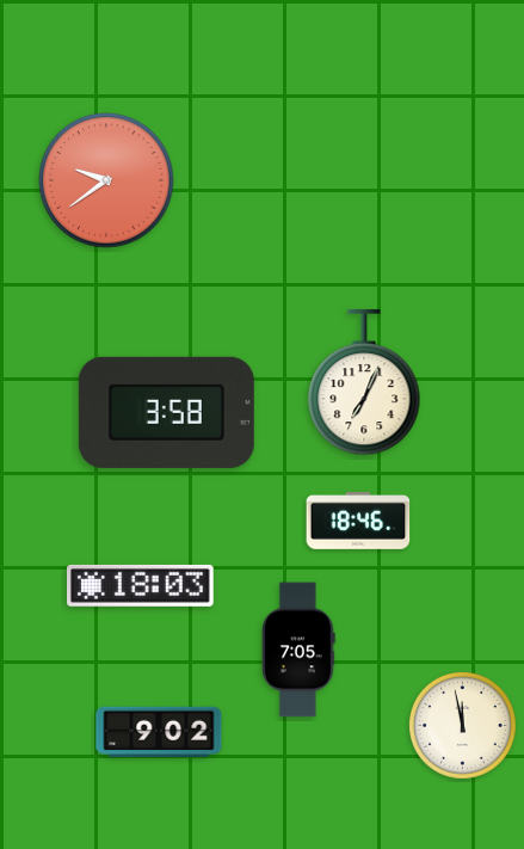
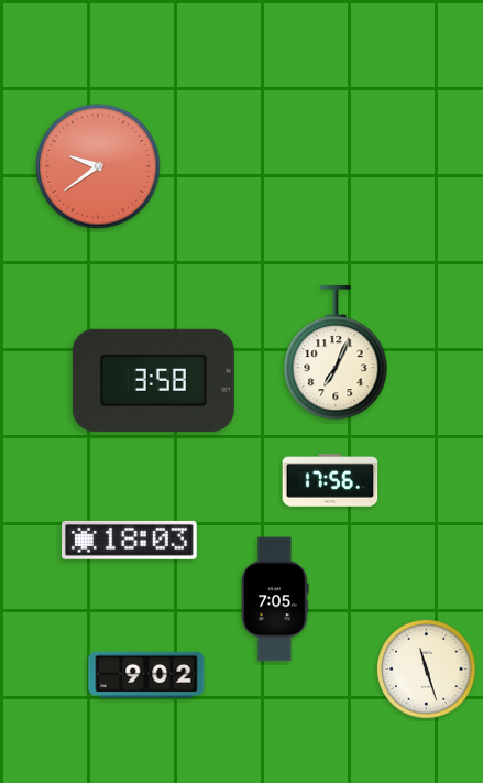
clock at (358, 521): 18:46 -> 17:56
clock at (463, 726): 11:58 -> 11:27
